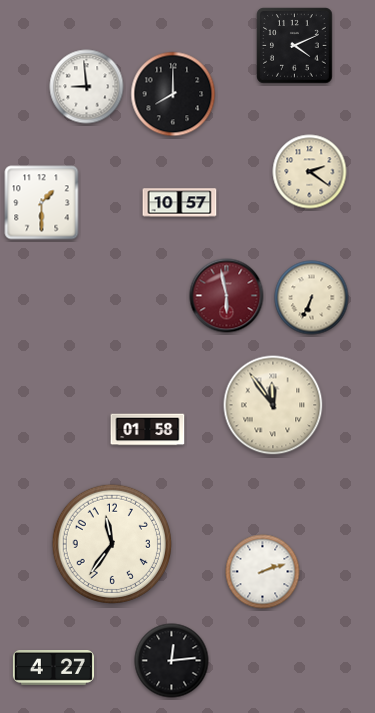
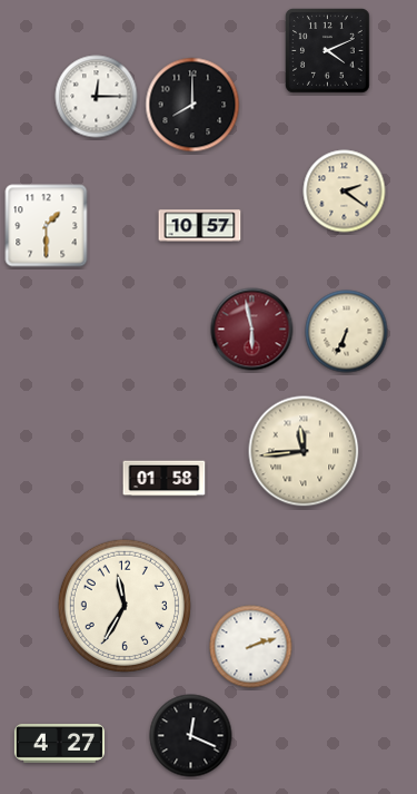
clock at (87, 87): 8:59 -> 12:15
clock at (273, 405): 11:54 -> 11:44
clock at (112, 544): 11:36 -> 11:35
clock at (263, 572) position: (263, 572) -> (251, 647)
clock at (172, 661): 12:14 -> 12:19
